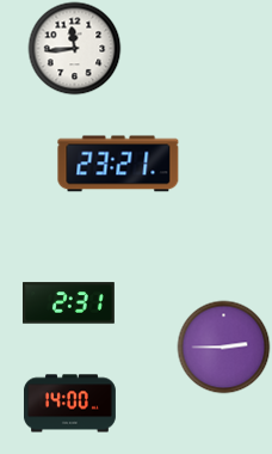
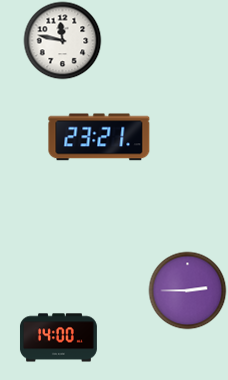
clock at (74, 48): 11:44 -> 11:47
clock at (68, 303): 2:31 -> none
